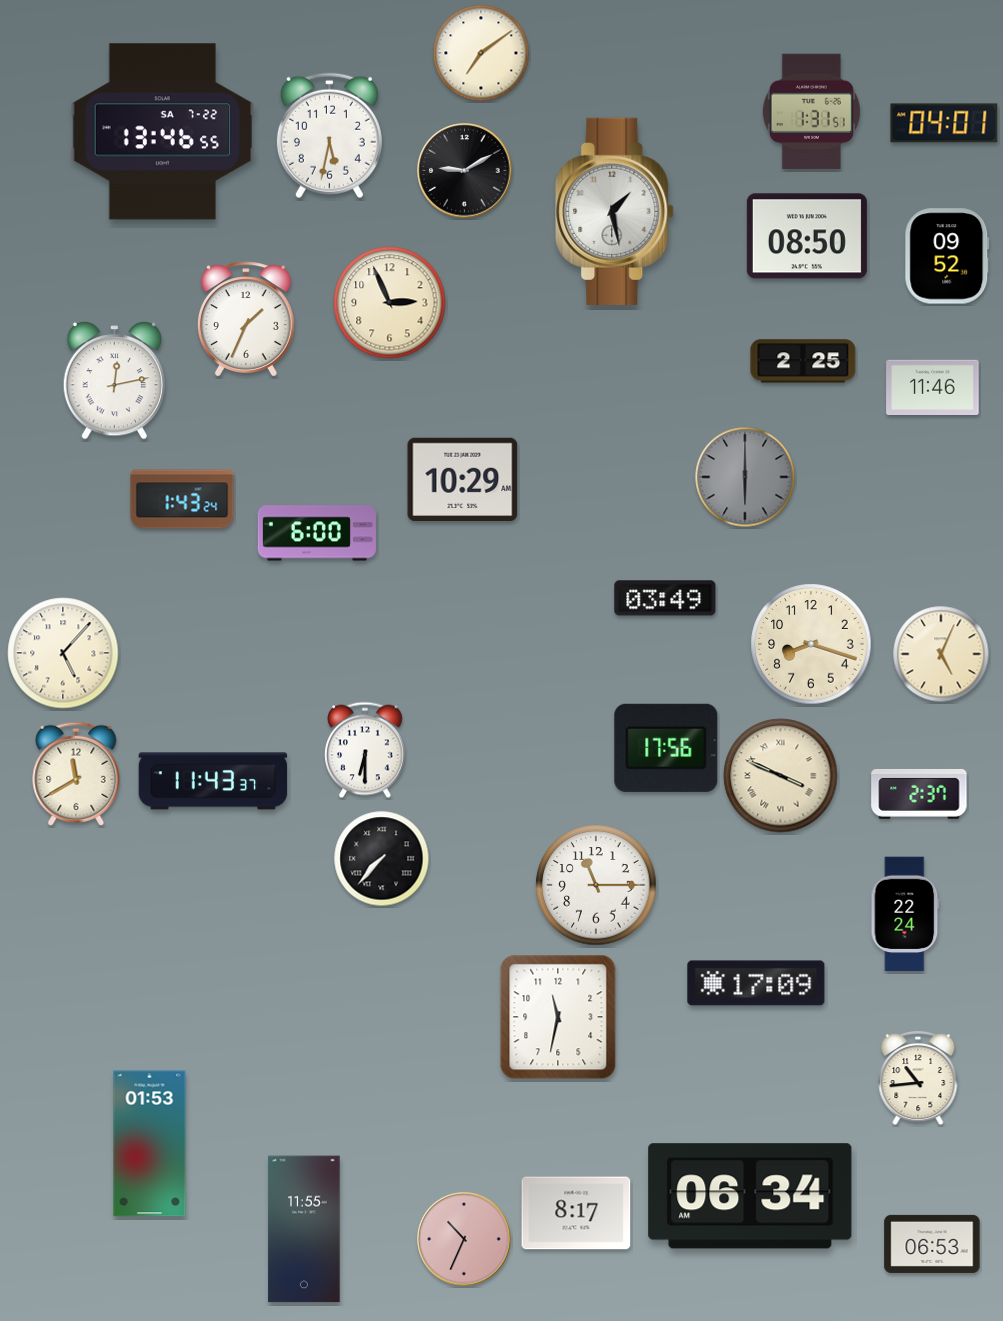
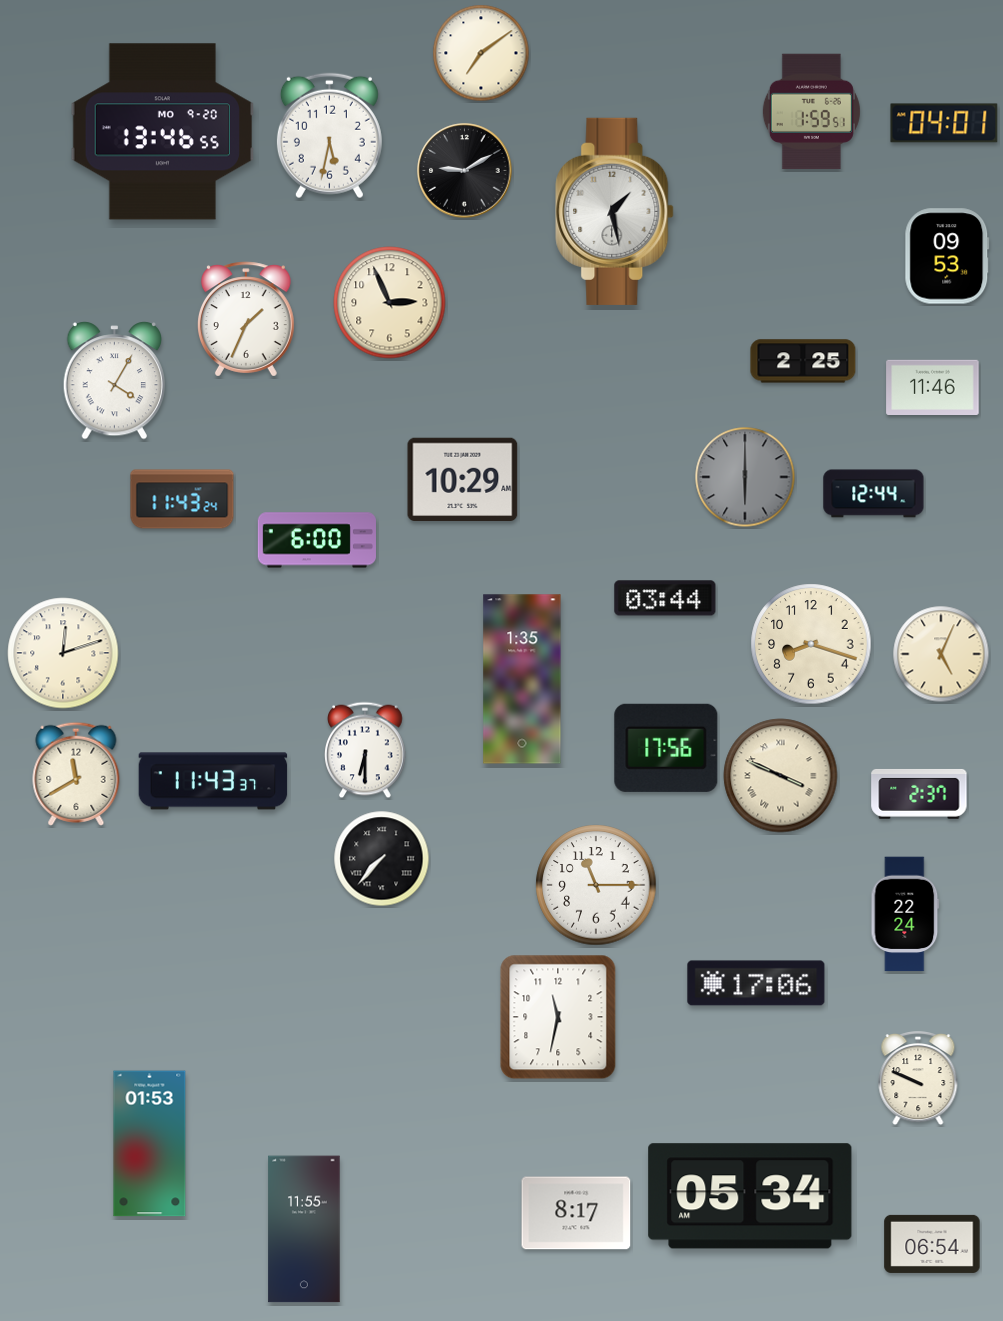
clock at (811, 112): 1:31 -> 1:59
clock at (163, 132) date: SA 7-22 -> MO 9-20
clock at (807, 236): 08:50 -> none
clock at (947, 256): 09:52 -> 09:53
clock at (115, 381): 12:13 -> 4:05
clock at (874, 494): none -> 12:44
clock at (182, 499): 1:43 -> 11:43
clock at (317, 533) position: (317, 533) -> (317, 540)
clock at (665, 598): 03:49 -> 03:44
clock at (63, 653): 5:07 -> 12:12
clock at (522, 679): none -> 1:35
clock at (756, 983): 17:09 -> 17:06
clock at (918, 1079): 10:44 -> 9:49
clock at (750, 1196): 06:34 -> 05:34
clock at (464, 1239): 10:34 -> none
clock at (932, 1244): 06:53 -> 06:54
